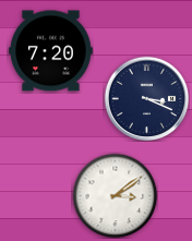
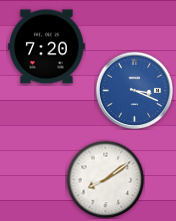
clock at (146, 98) dial: navy -> blue
clock at (115, 195): 3:09 -> 8:09
